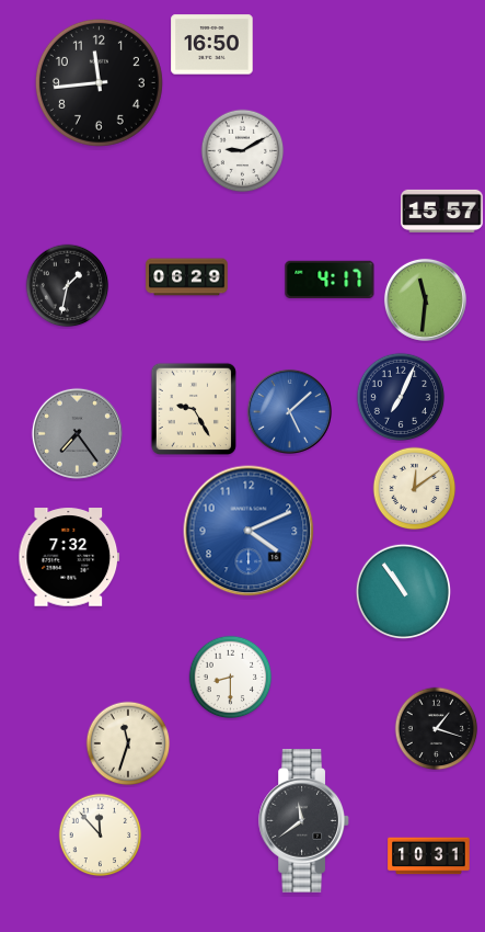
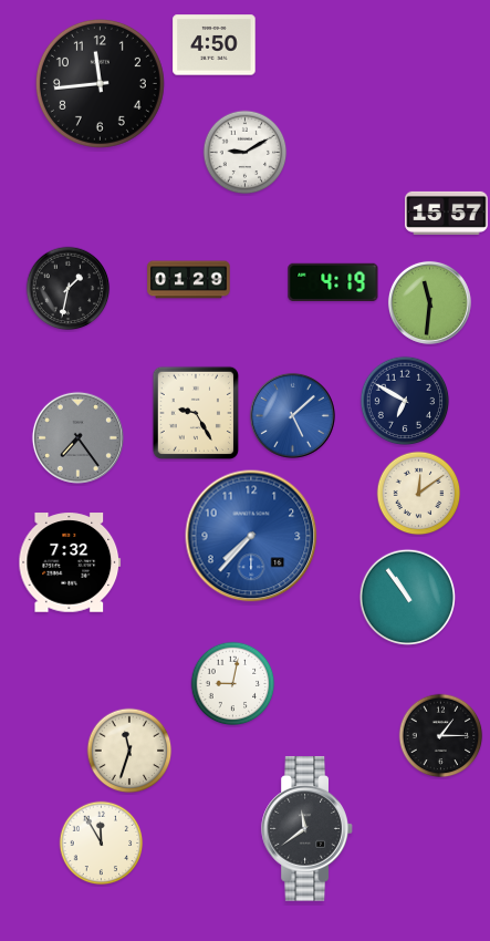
clock at (212, 45): 16:50 -> 4:50
clock at (187, 277): 06:29 -> 01:29
clock at (330, 279): 4:17 -> 4:19
clock at (401, 397): 7:04 -> 6:50
clock at (249, 531): 4:11 -> 7:37
clock at (231, 678): 8:30 -> 9:02
clock at (437, 729): 1:18 -> 1:15
clock at (101, 836): 11:53 -> 11:55
clock at (429, 856): 10:31 -> none
